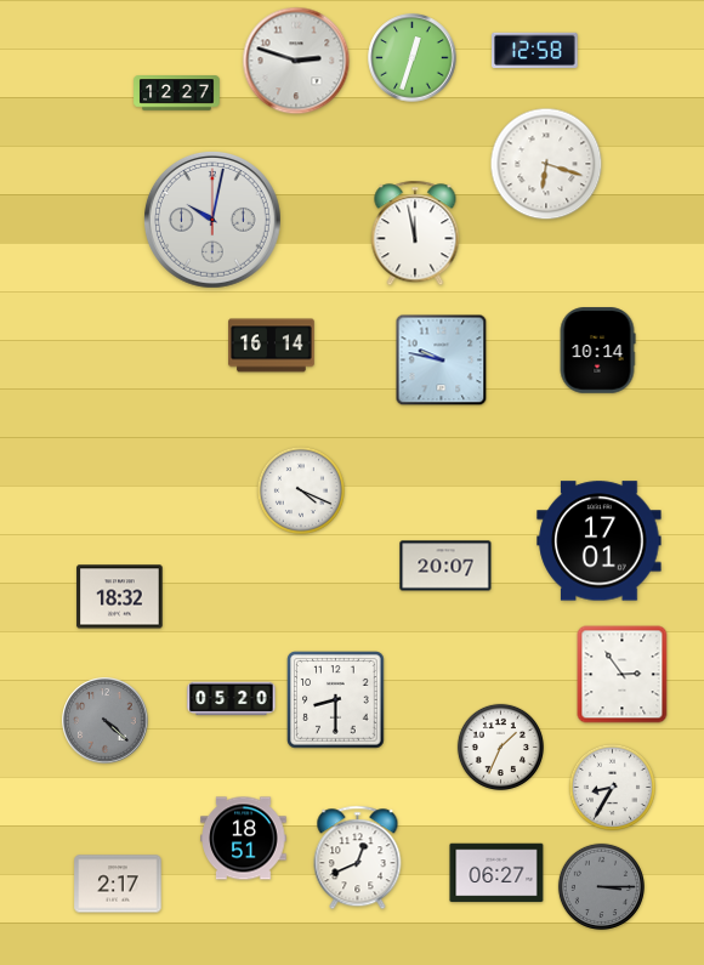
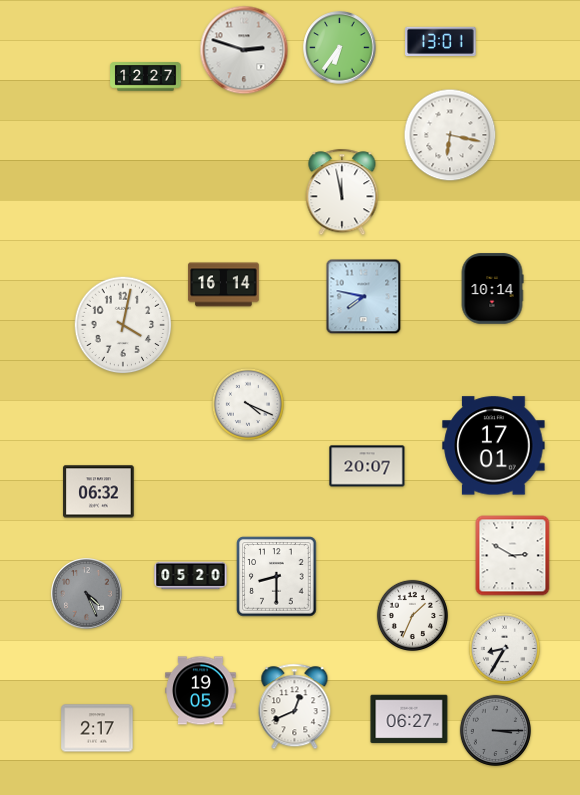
clock at (535, 50): 12:58 -> 13:01
clock at (413, 58): 12:33 -> 6:36
clock at (546, 164): 6:18 -> 6:17
clock at (214, 221): 10:02 -> none
clock at (442, 361): 9:47 -> 7:47
clock at (123, 325): none -> 4:02
clock at (120, 597): 18:32 -> 06:32
clock at (623, 675): 2:54 -> 2:50
clock at (106, 721): 4:22 -> 4:26
clock at (244, 839): 18:51 -> 19:05
